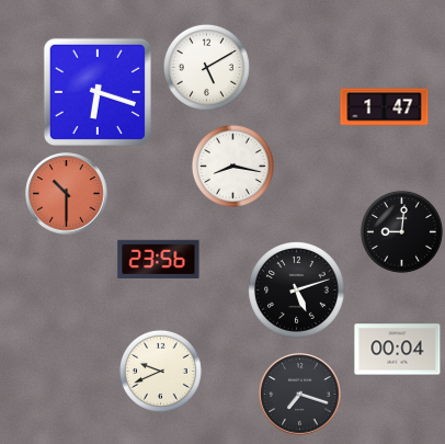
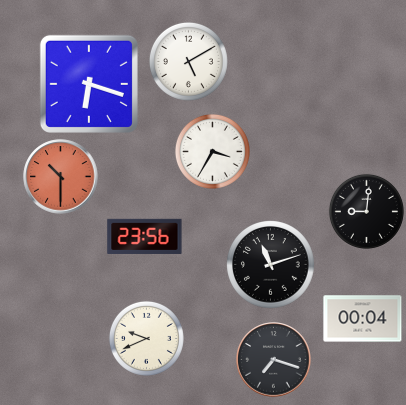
clock at (385, 107): 1:47 -> none
clock at (232, 166): 8:17 -> 3:35
clock at (297, 291): 5:12 -> 11:12
